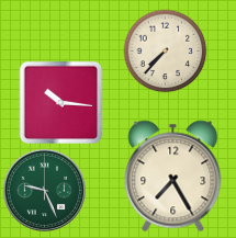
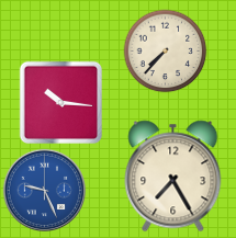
clock at (44, 190) dial: green -> blue
